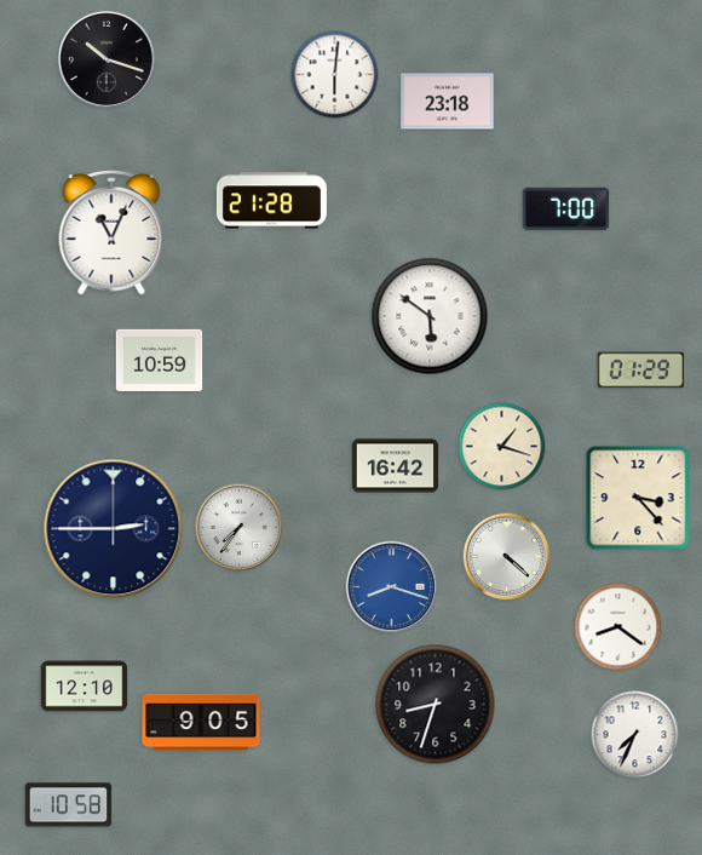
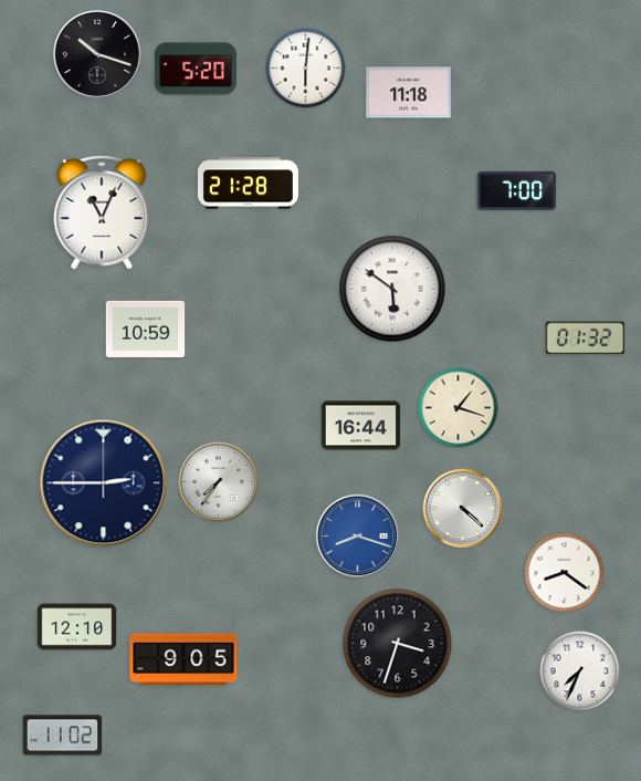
clock at (196, 69): none -> 5:20
clock at (448, 102): 23:18 -> 11:18
clock at (641, 371): 01:29 -> 01:32
clock at (396, 466): 16:42 -> 16:44
clock at (638, 498): 3:23 -> none
clock at (436, 705): 8:33 -> 3:33
clock at (69, 805): 10:58 -> 11:02
